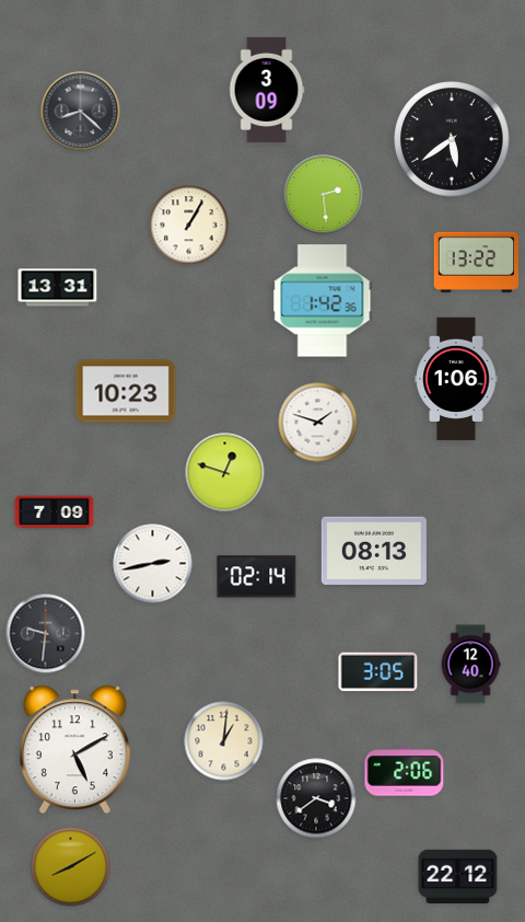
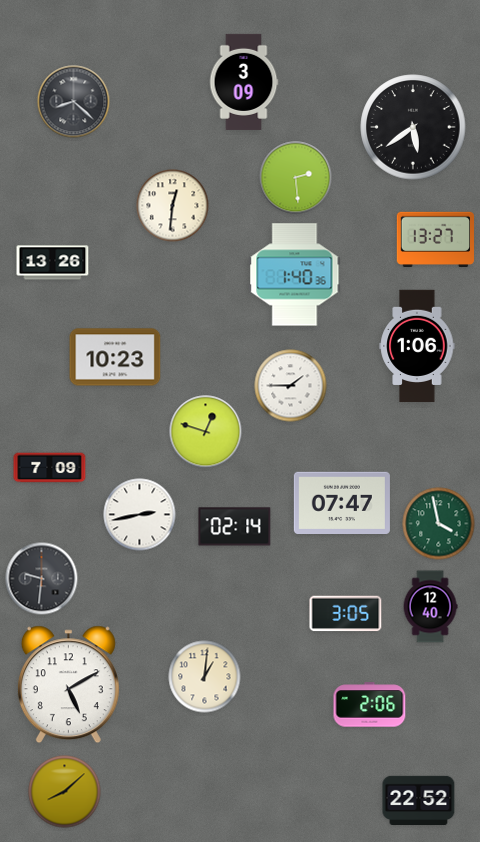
clock at (189, 226): 1:05 -> 12:31
clock at (477, 262): 13:22 -> 13:27
clock at (58, 288): 13:31 -> 13:26
clock at (323, 301): 1:42 -> 1:40
clock at (318, 423): 1:48 -> 1:45
clock at (374, 550): 08:13 -> 07:47
clock at (439, 524): none -> 3:58
clock at (316, 798): 3:39 -> none
clock at (71, 867): 8:10 -> 8:08
clock at (458, 876): 22:12 -> 22:52
